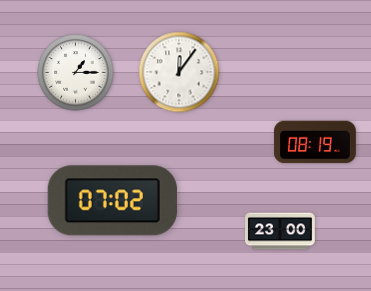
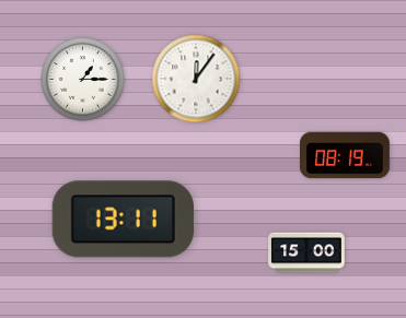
clock at (112, 201): 07:02 -> 13:11
clock at (280, 231): 23:00 -> 15:00
